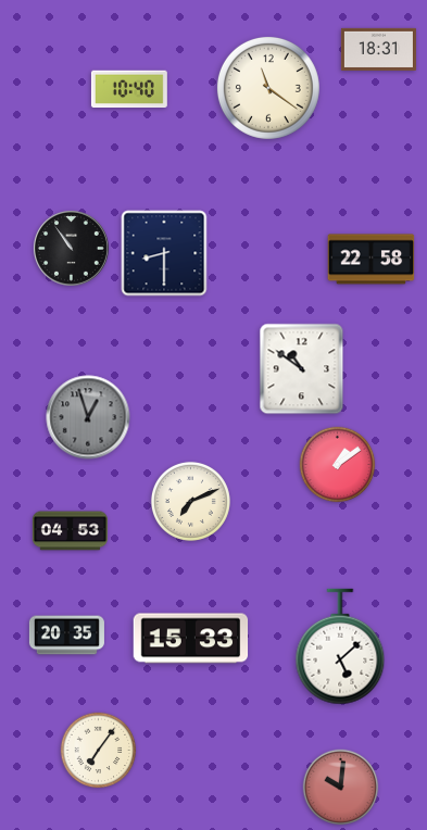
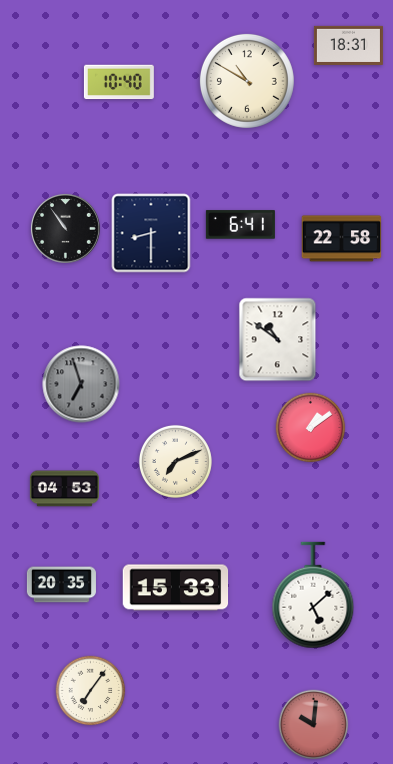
clock at (268, 88): 11:21 -> 10:50
clock at (240, 225): none -> 6:41
clock at (88, 417): 12:57 -> 6:57
